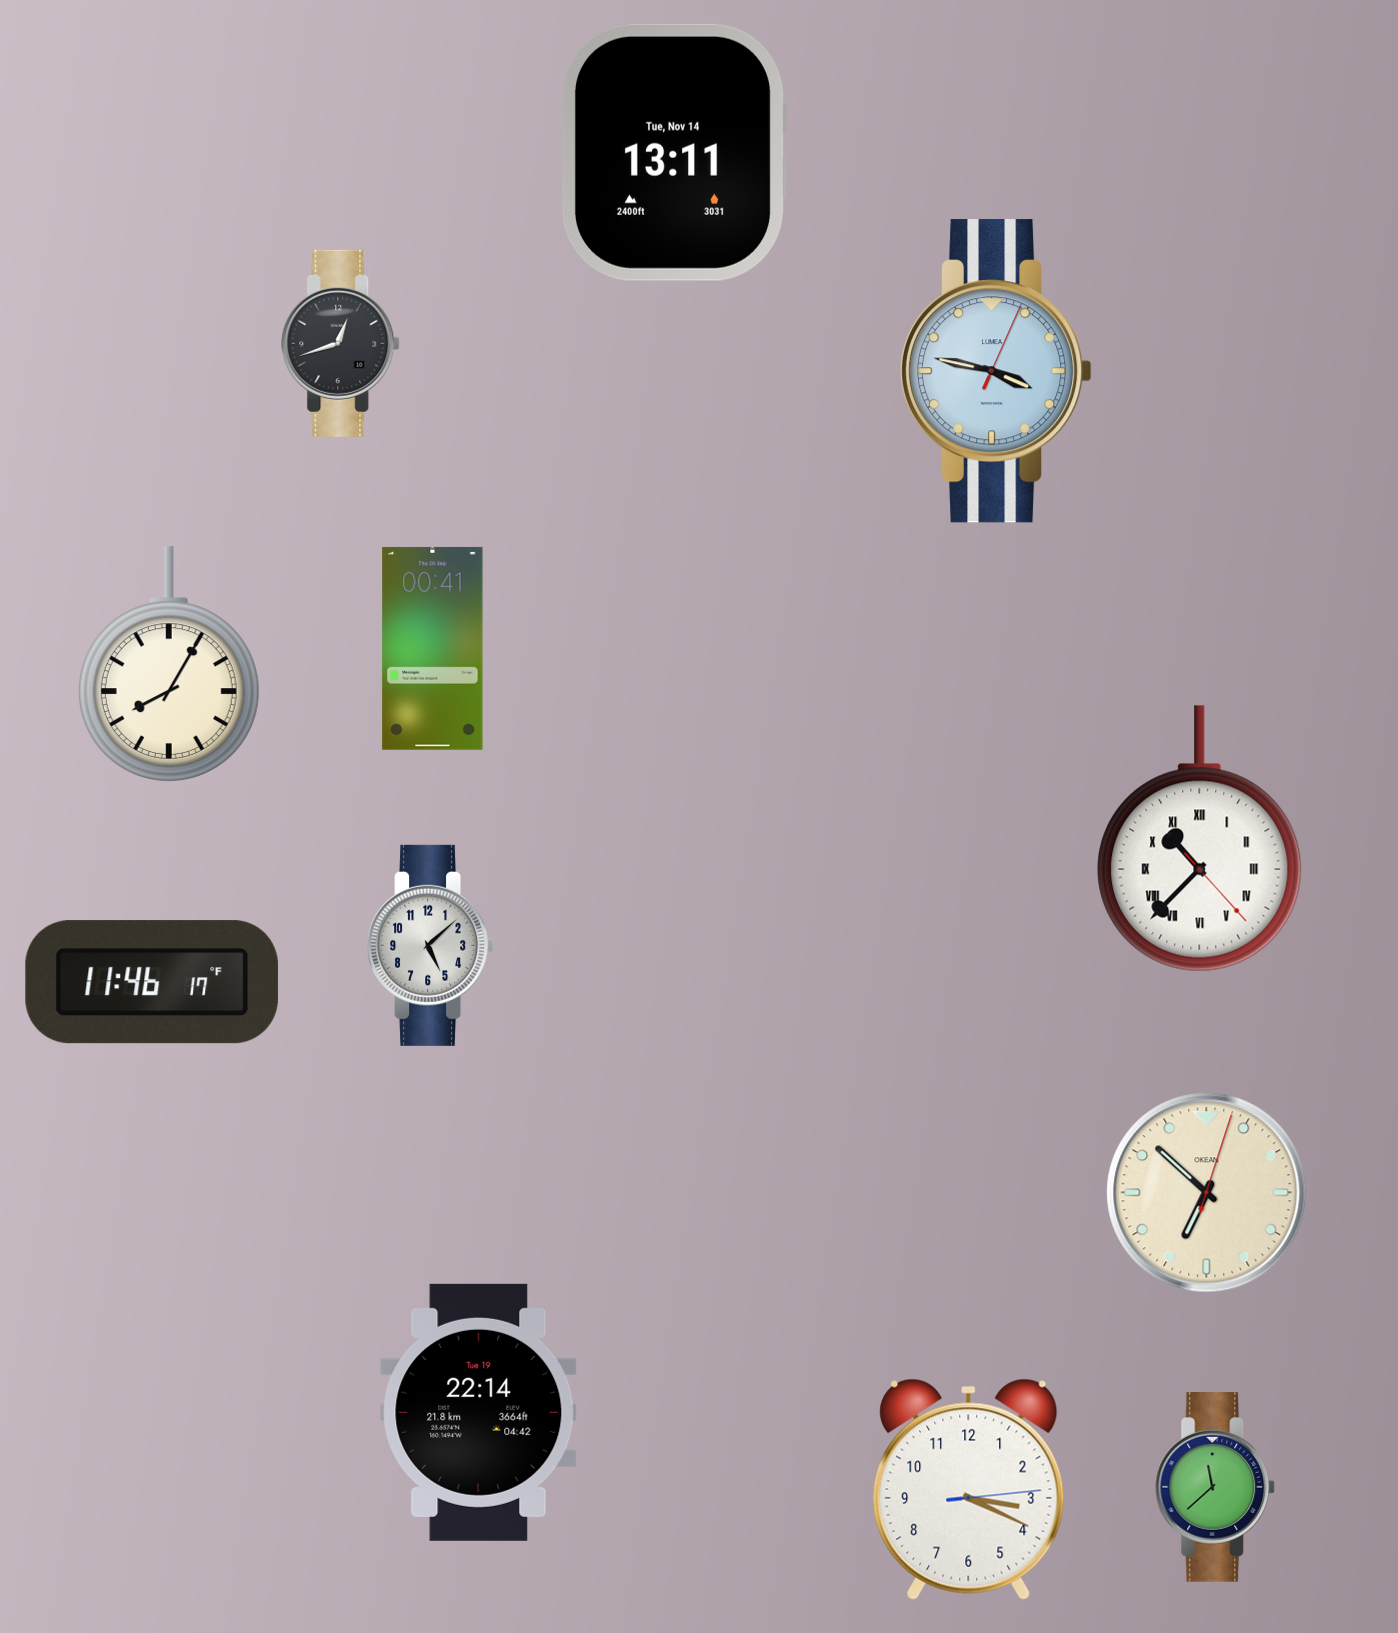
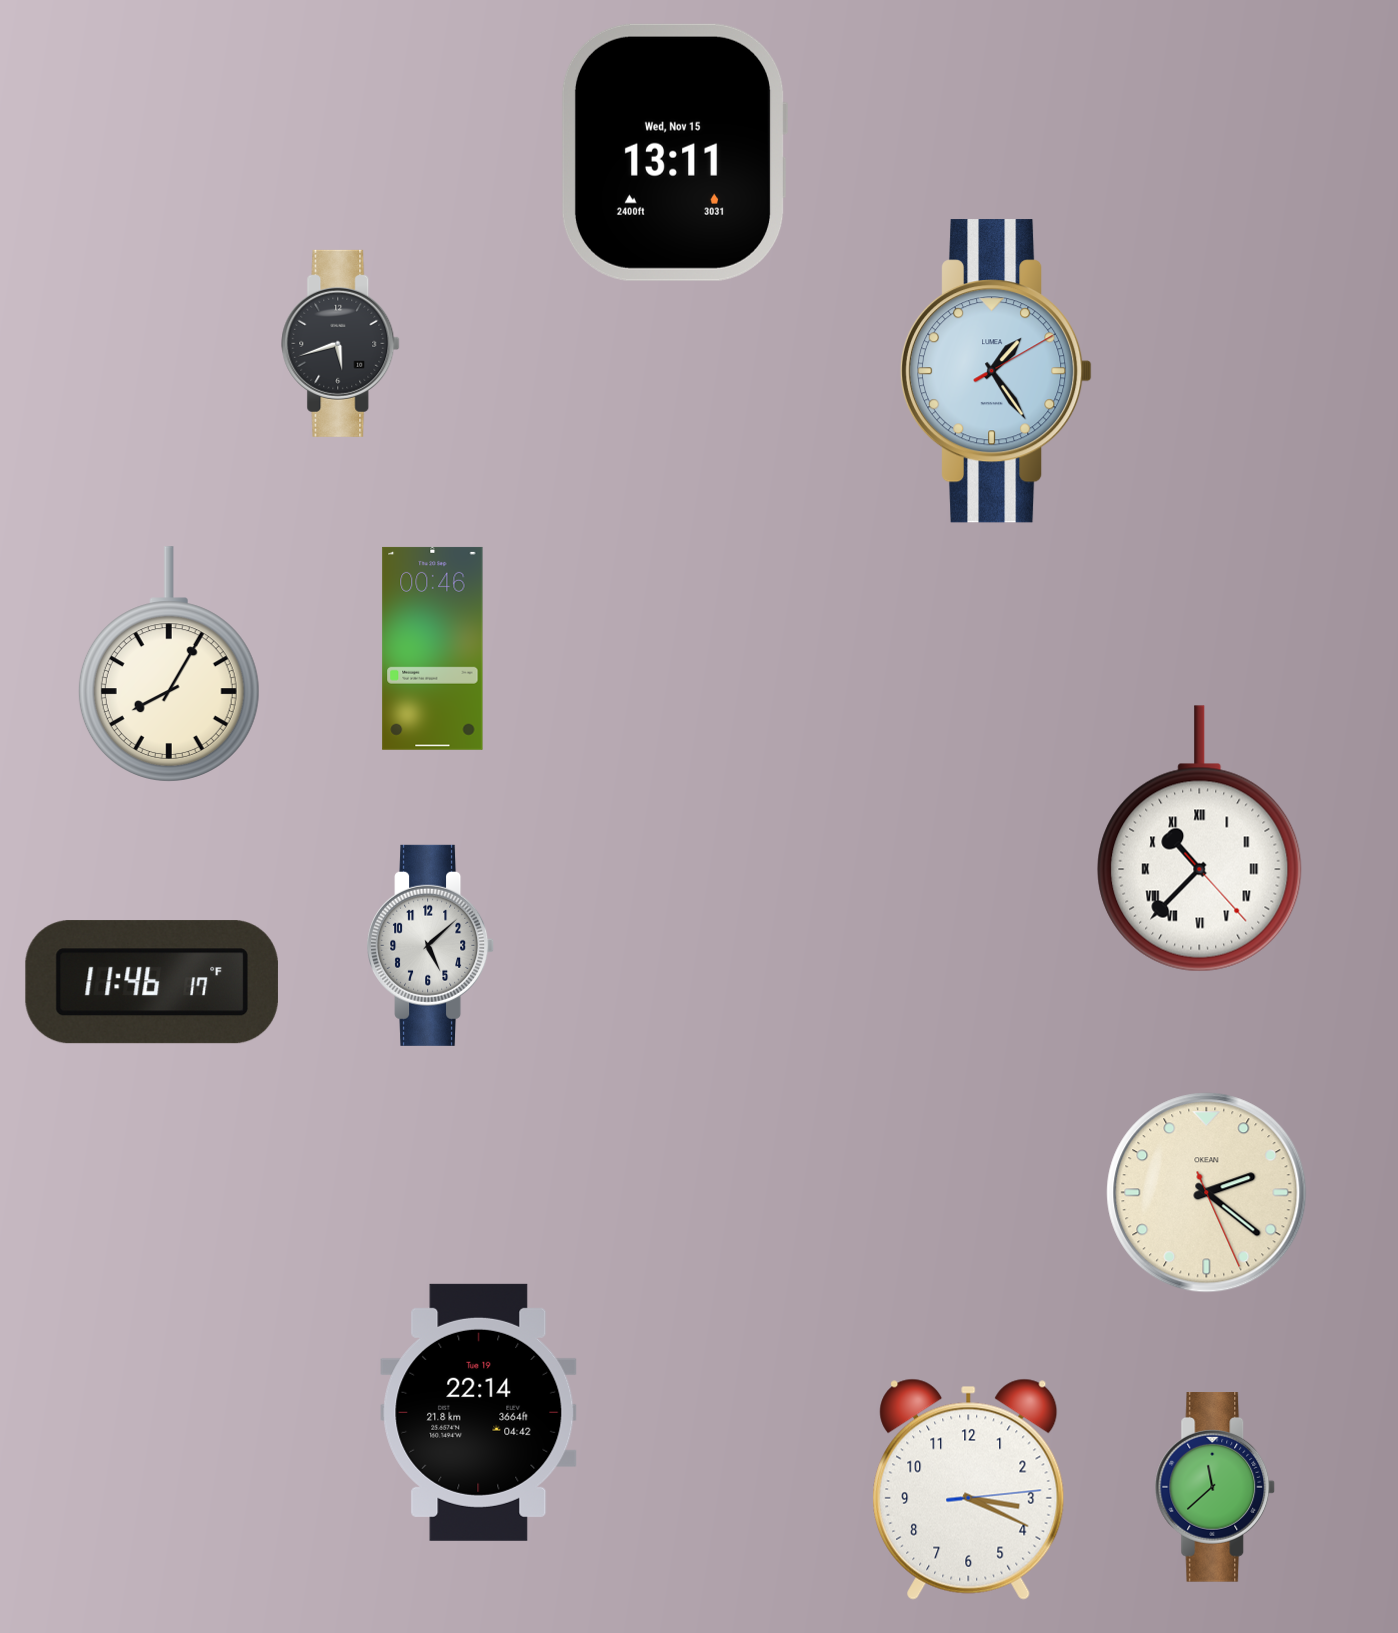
clock at (674, 152) date: Tue, Nov 14 -> Wed, Nov 15
clock at (341, 343): 12:42 -> 5:42
clock at (996, 371): 3:47 -> 1:24
clock at (433, 648): 00:41 -> 00:46
clock at (1207, 1193): 6:52 -> 2:21
